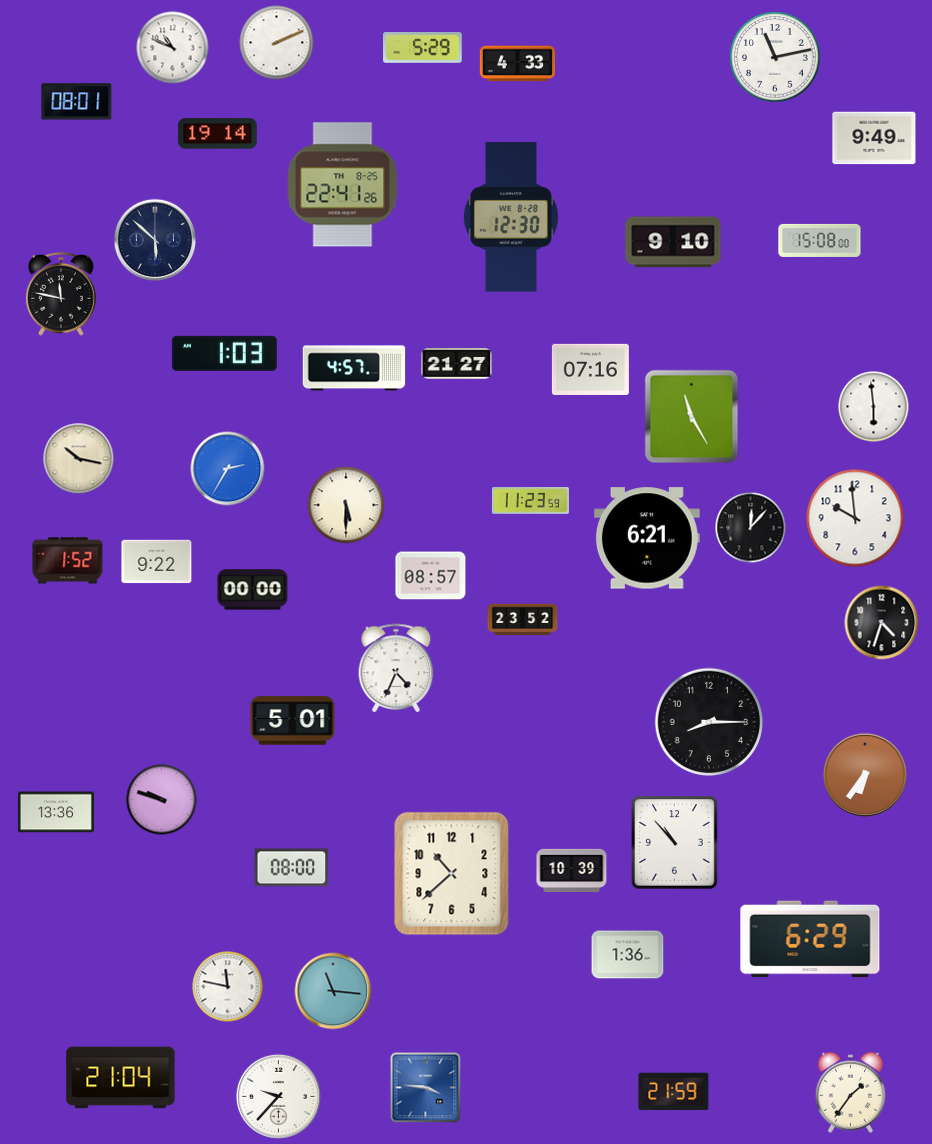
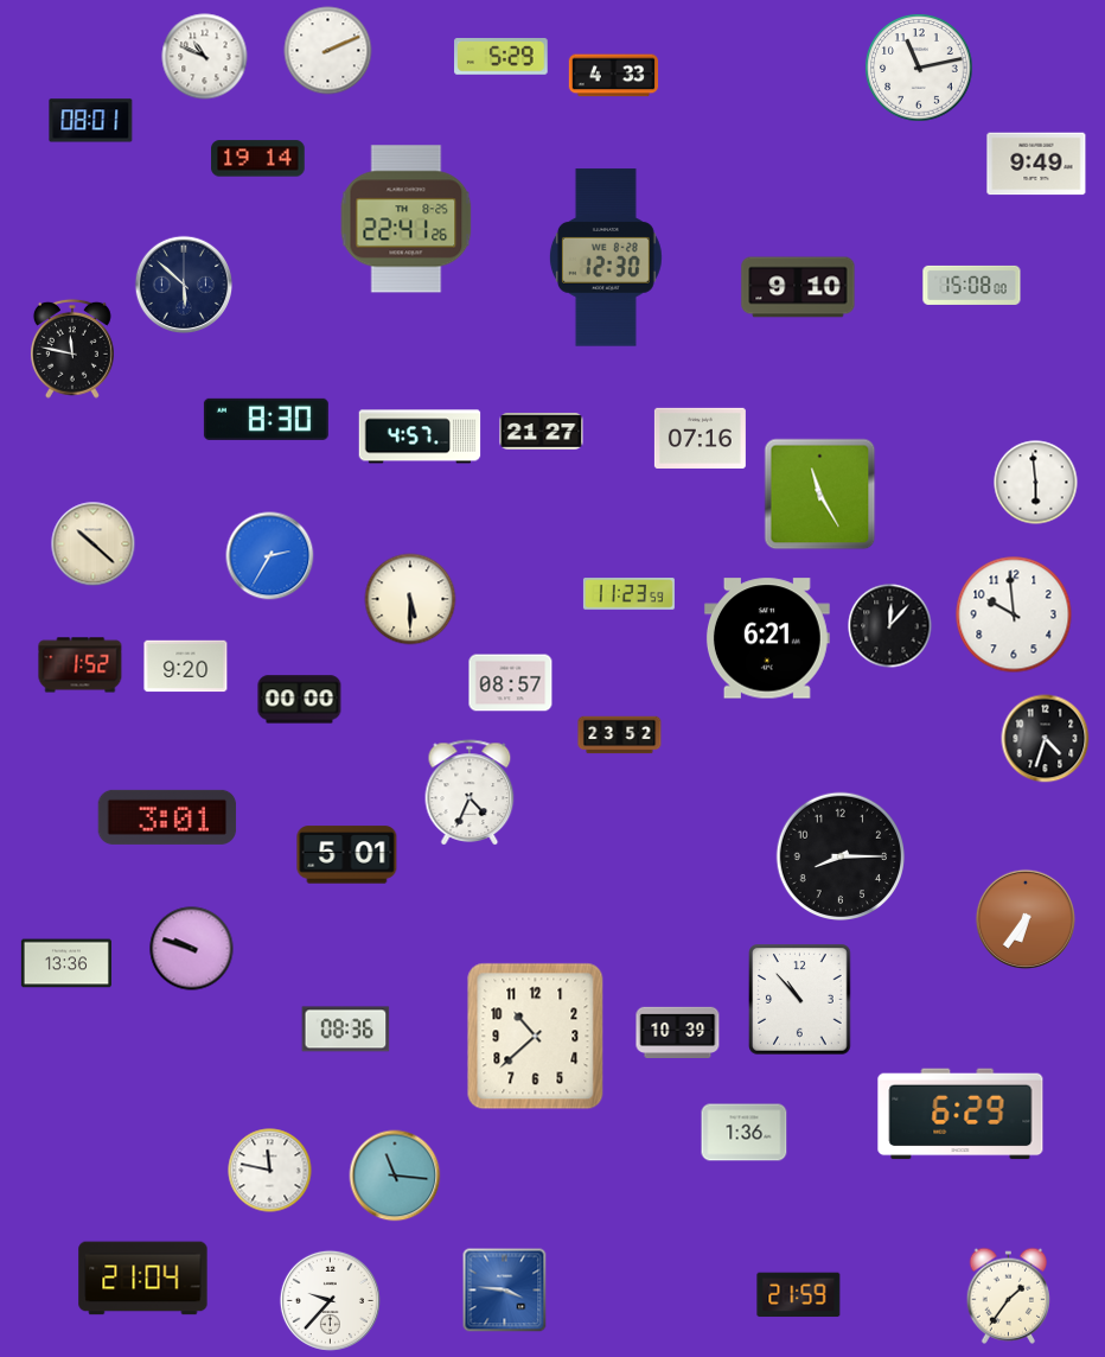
clock at (224, 353): 1:03 -> 8:30
clock at (79, 459): 10:17 -> 10:22
clock at (157, 562): 9:22 -> 9:20
clock at (167, 817): none -> 3:01
clock at (292, 868): 08:00 -> 08:36
